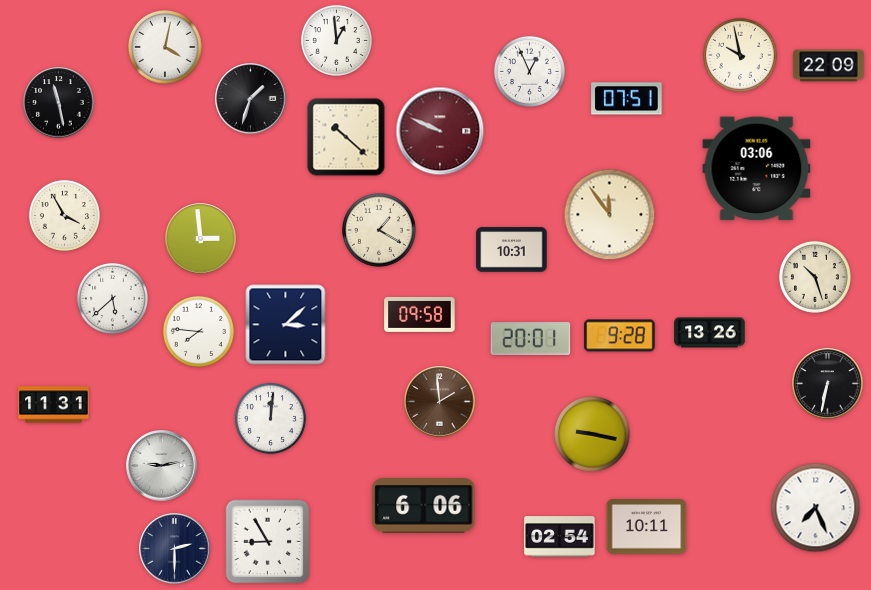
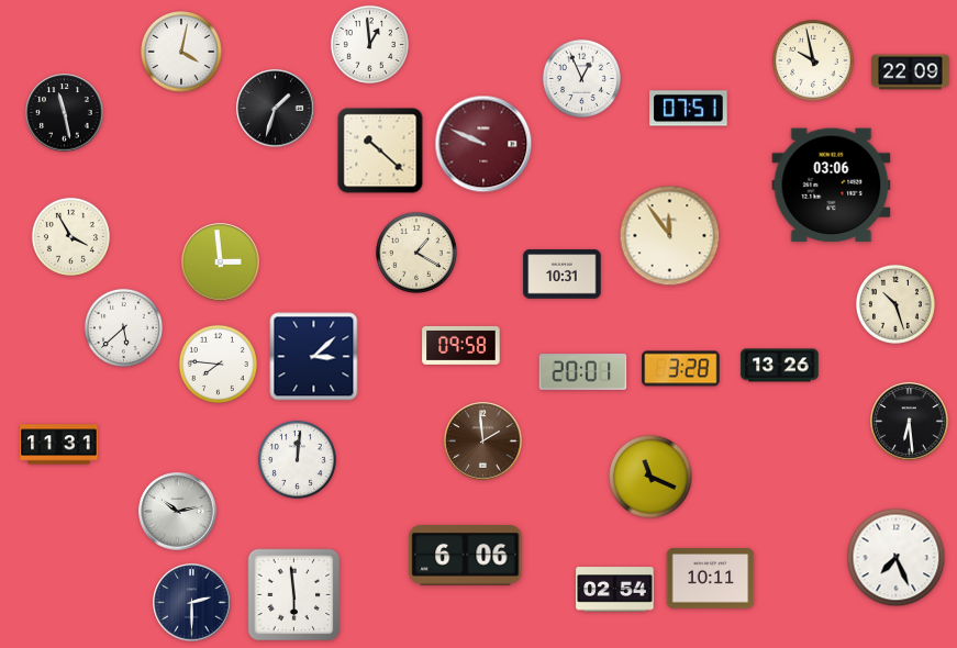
clock at (620, 336): 9:28 -> 3:28
clock at (828, 384): 6:32 -> 6:29
clock at (592, 434): 9:17 -> 11:19
clock at (162, 466): 9:13 -> 10:13
clock at (268, 542): 8:55 -> 5:59
